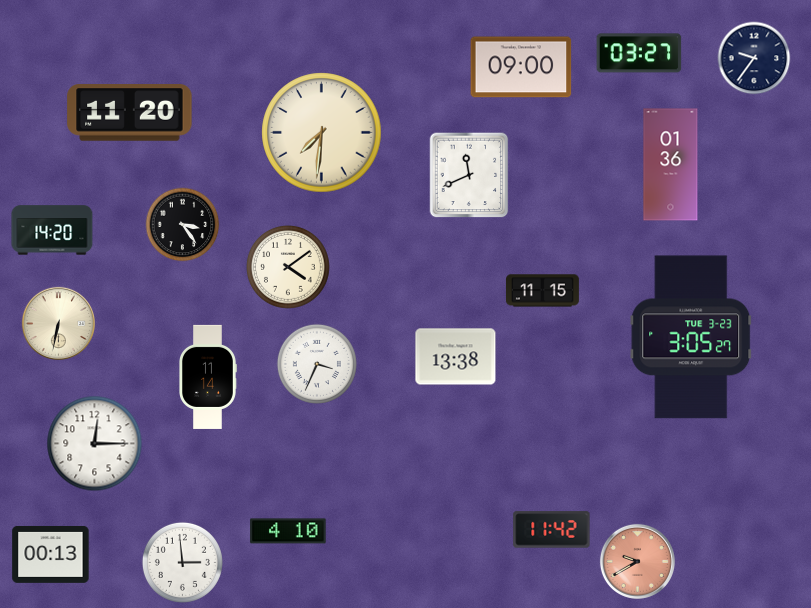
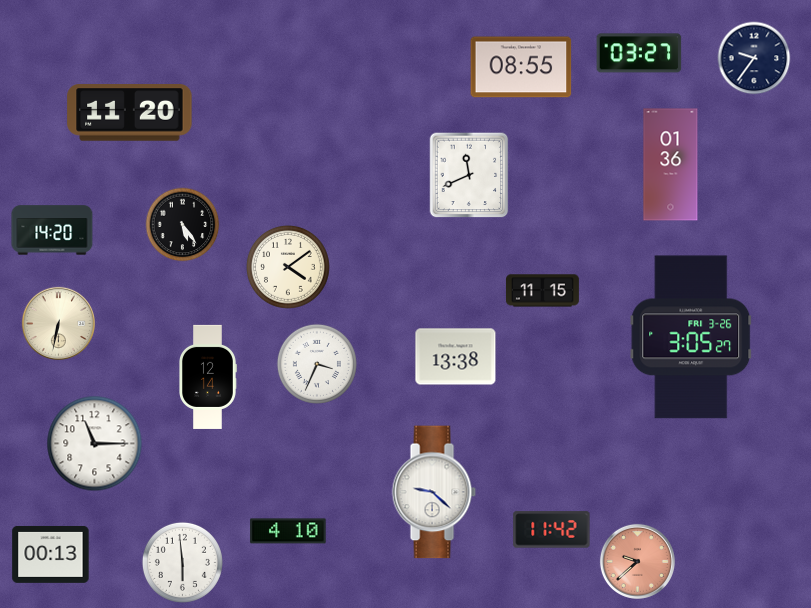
clock at (521, 67): 09:00 -> 08:55
clock at (322, 133): 7:31 -> none
clock at (183, 225): 3:24 -> 5:24
clock at (691, 337) date: TUE 3-23 -> FRI 3-26
clock at (208, 377): 11:14 -> 12:14
clock at (95, 444): 12:15 -> 11:15
clock at (434, 492): none -> 9:22
clock at (637, 561): 9:40 -> 9:38
clock at (182, 562): 2:59 -> 5:59
